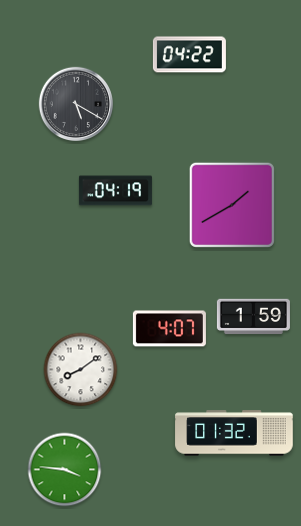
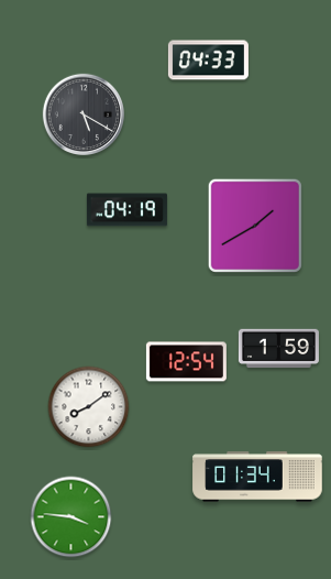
clock at (189, 55): 04:22 -> 04:33
clock at (169, 329): 4:07 -> 12:54
clock at (234, 433): 01:32 -> 01:34
